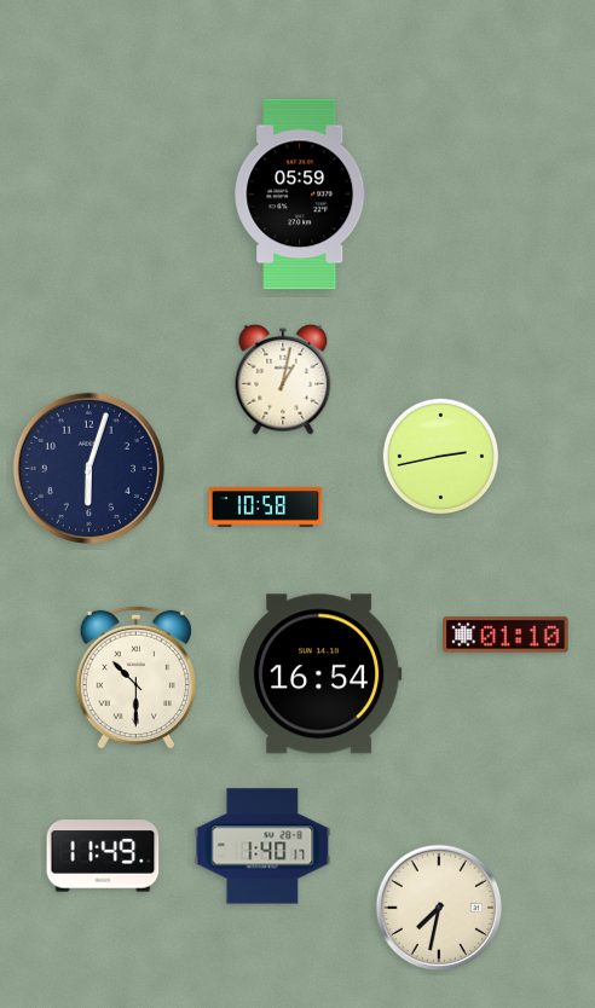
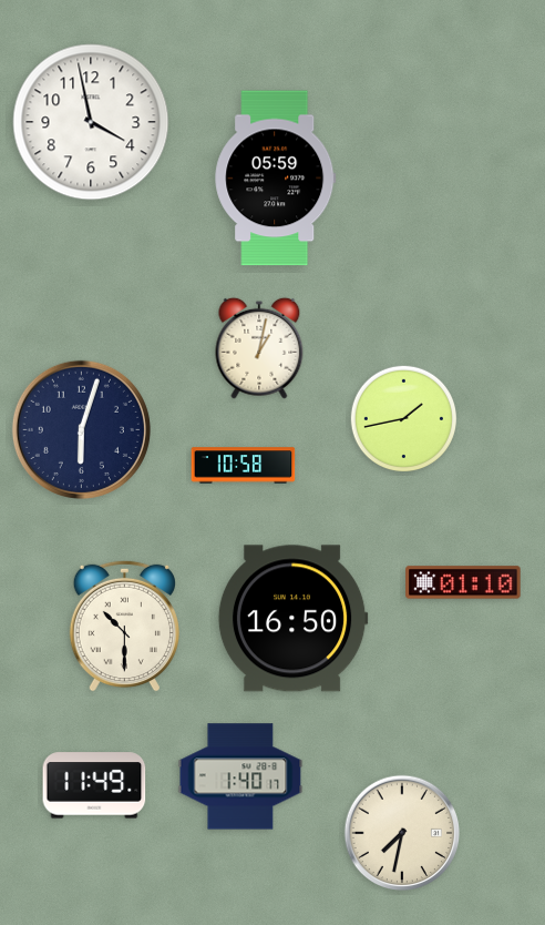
clock at (91, 122): none -> 3:58
clock at (440, 456): 2:43 -> 1:43
clock at (319, 674): 16:54 -> 16:50
clock at (135, 677) position: (135, 677) -> (124, 626)
